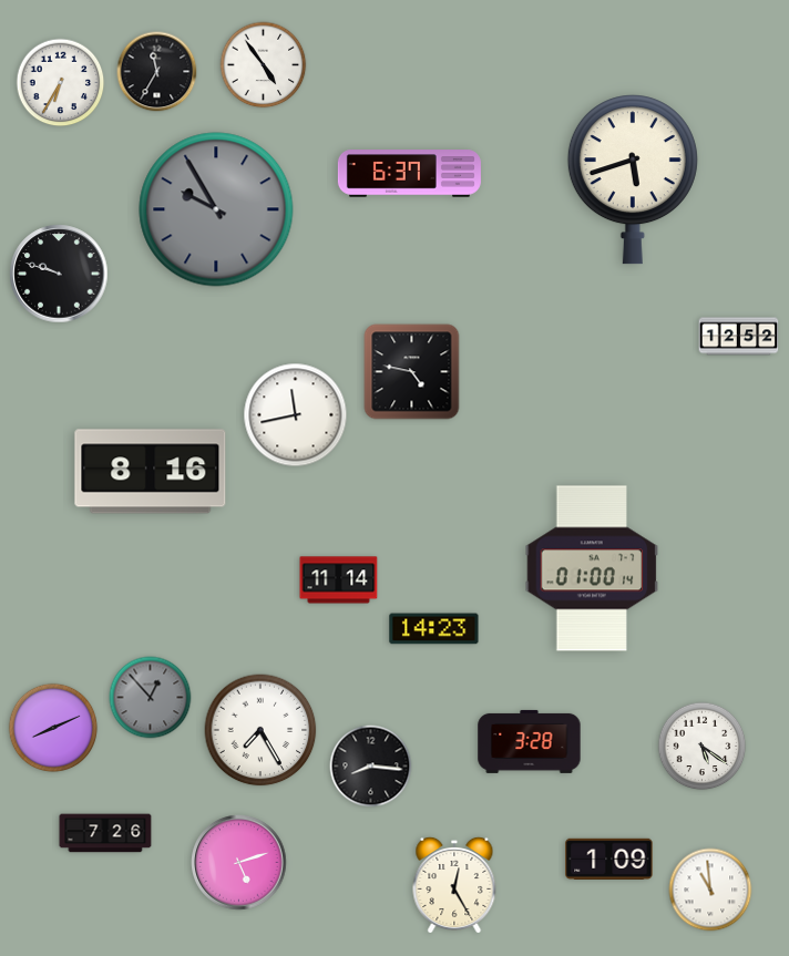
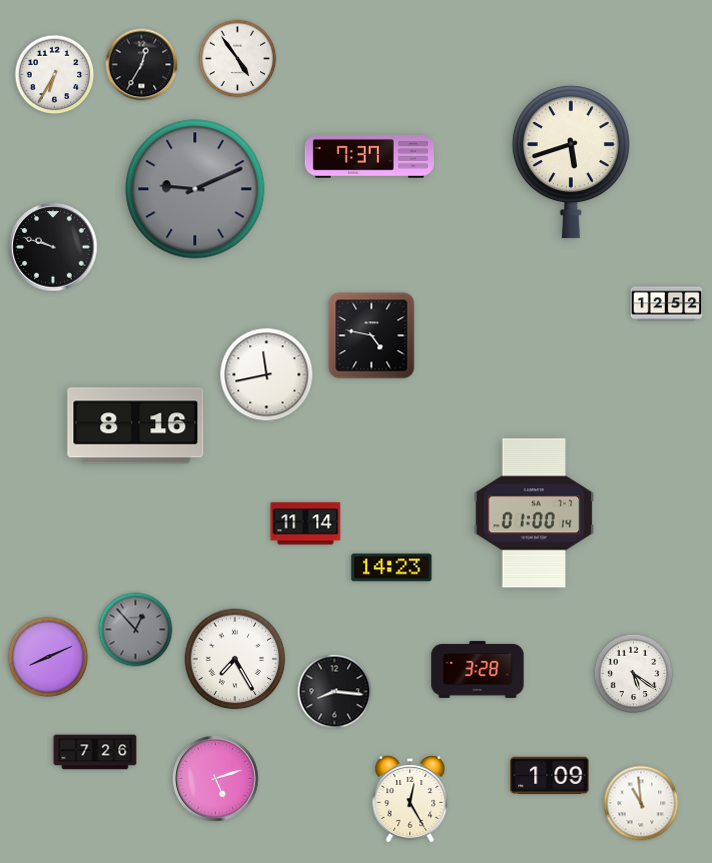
clock at (157, 72): 11:35 -> 12:35
clock at (409, 174): 6:37 -> 7:37
clock at (216, 209): 9:55 -> 9:11
